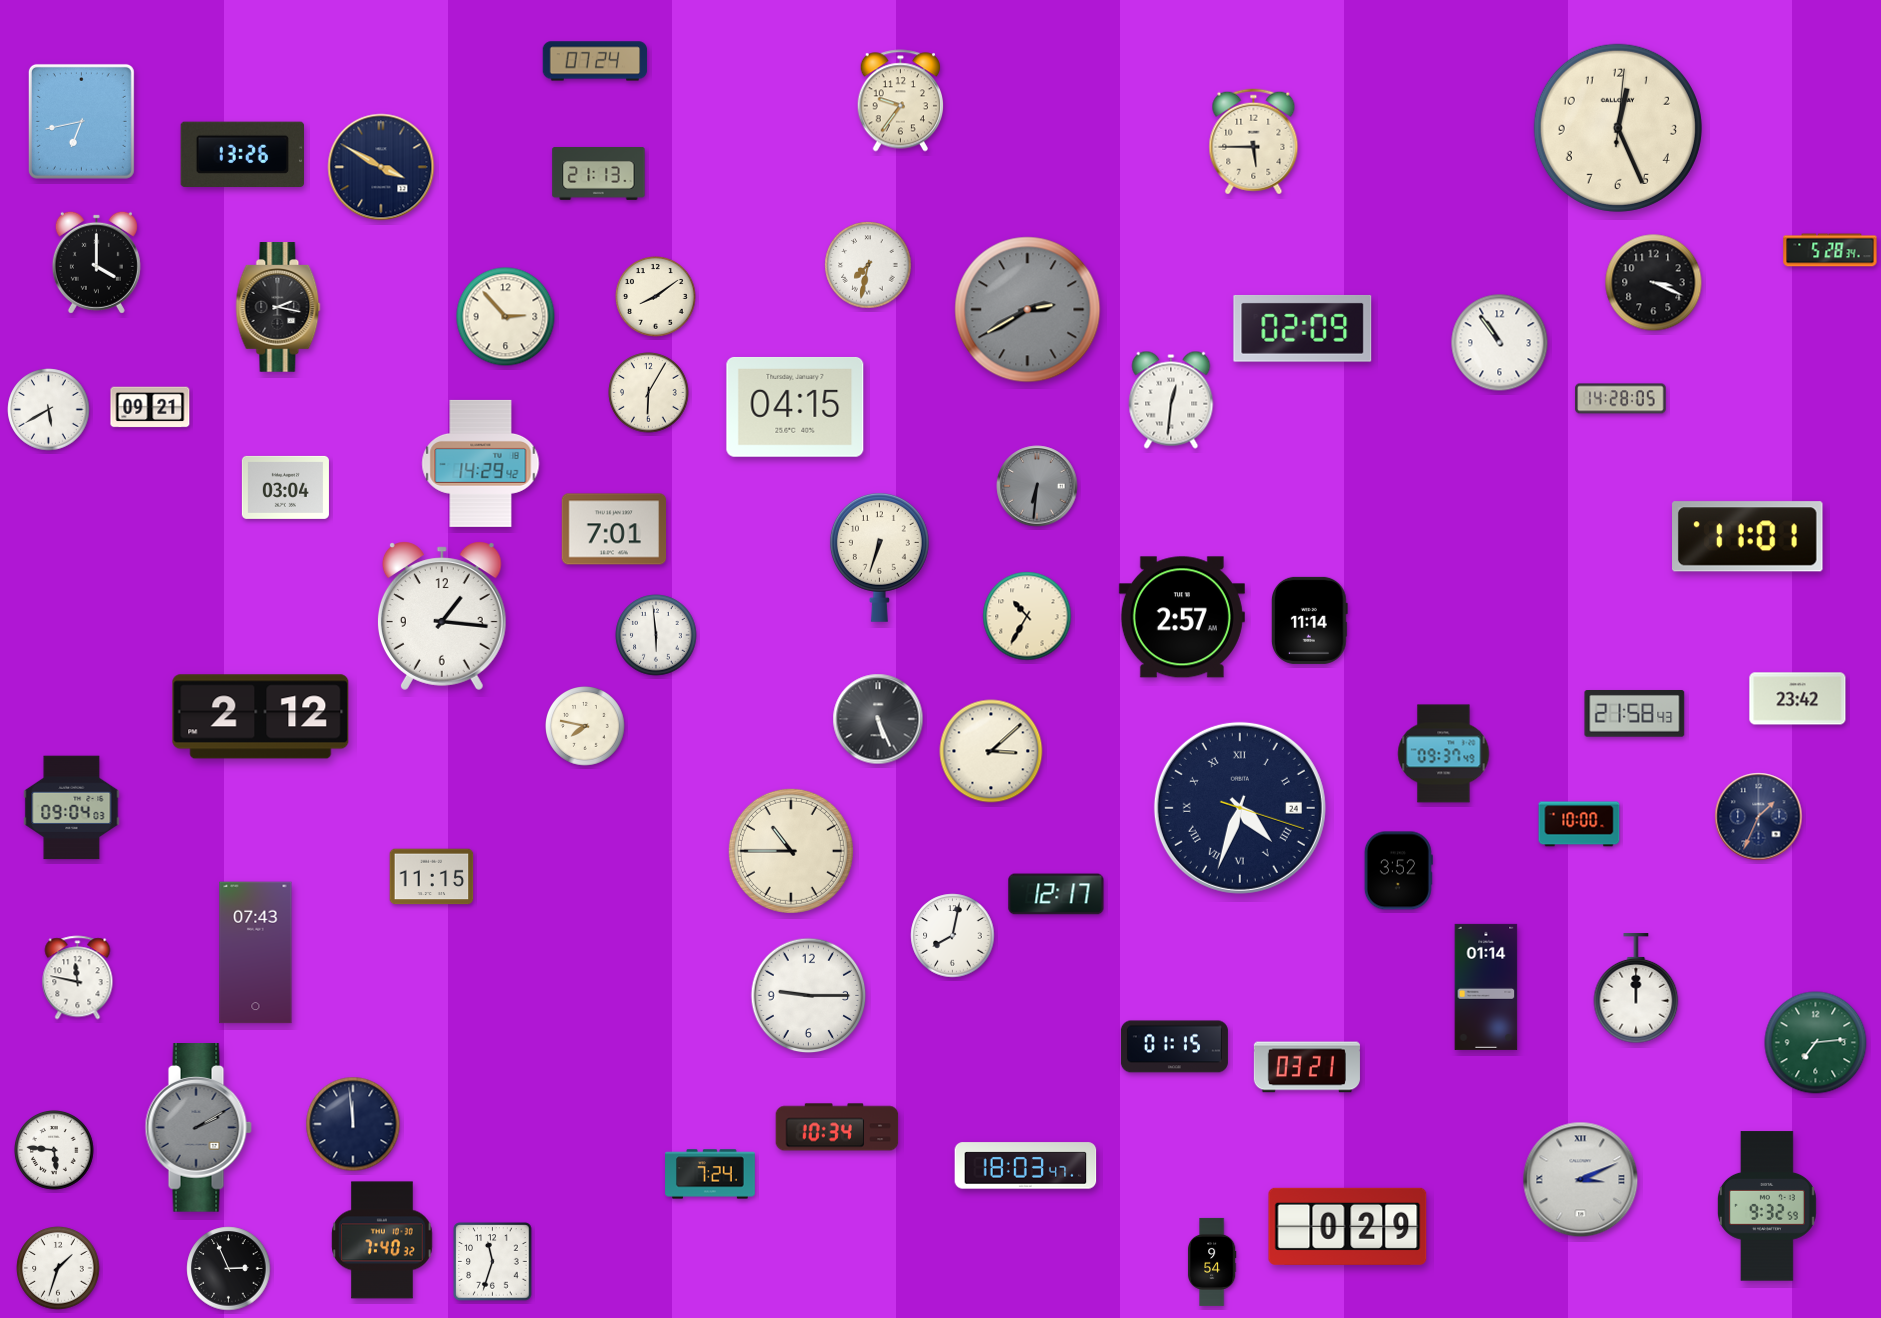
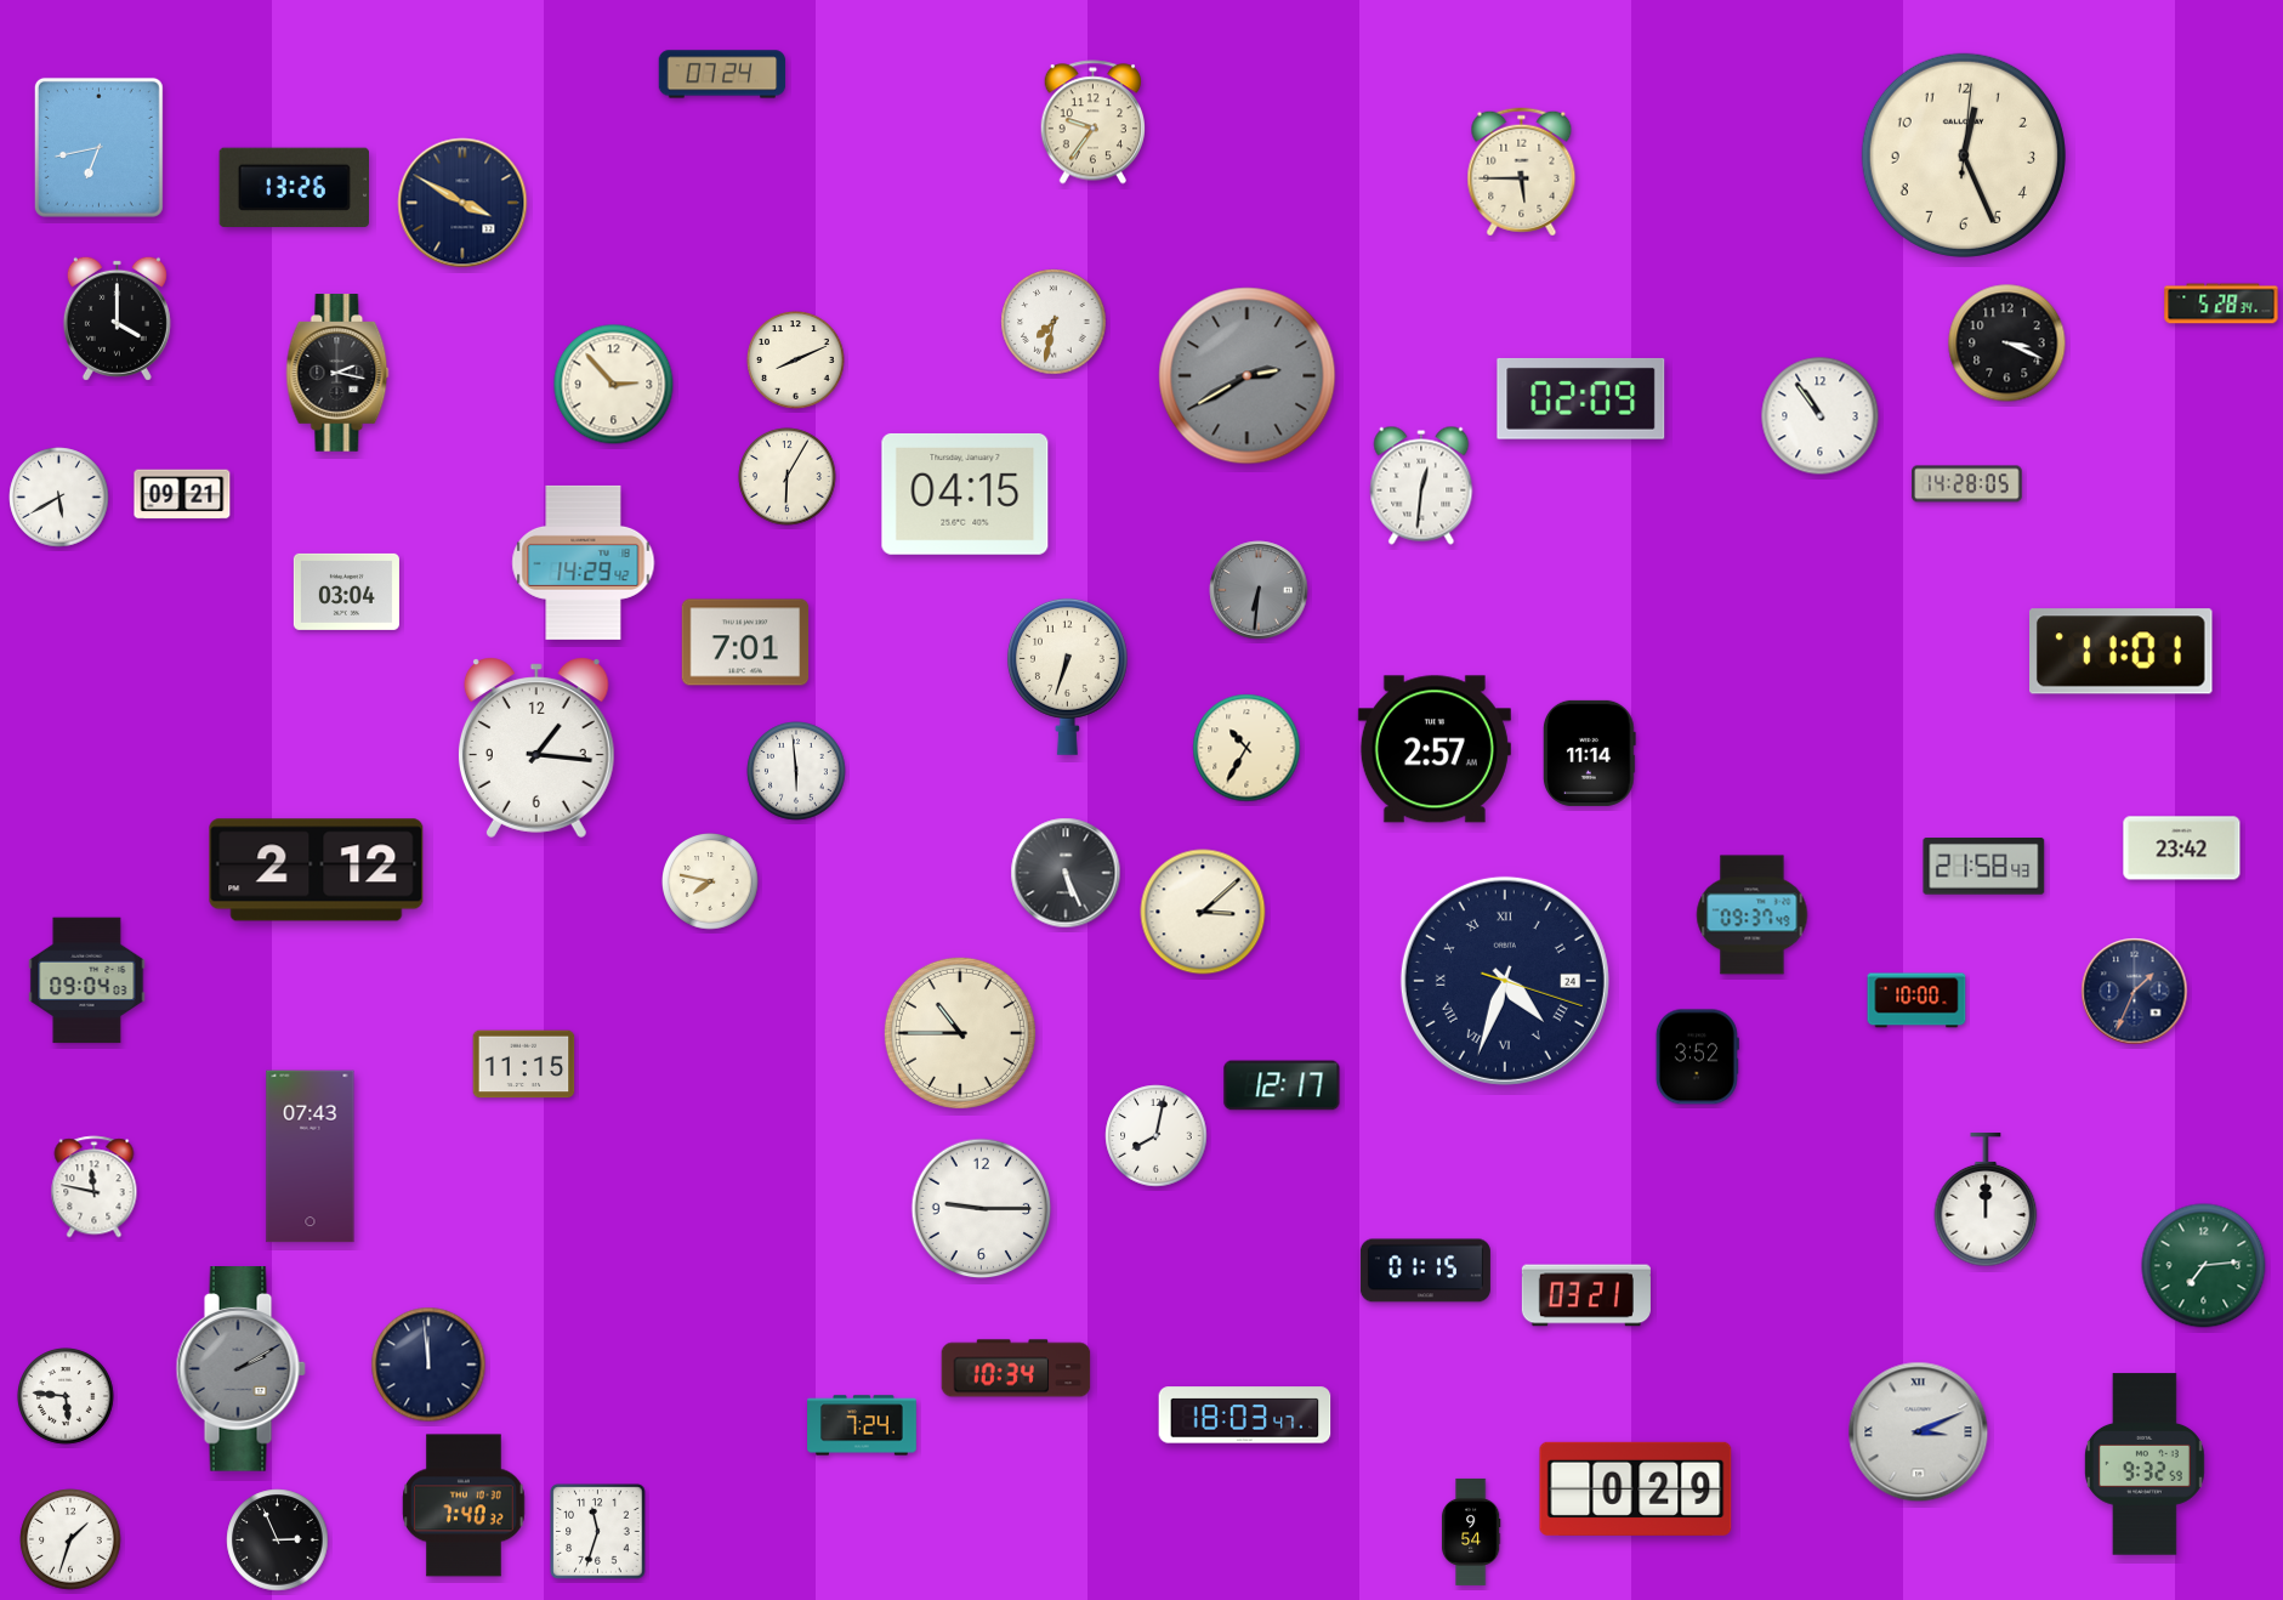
clock at (599, 174): 21:13 -> none
clock at (656, 297): 8:09 -> 8:11
clock at (1486, 987): 01:14 -> none
